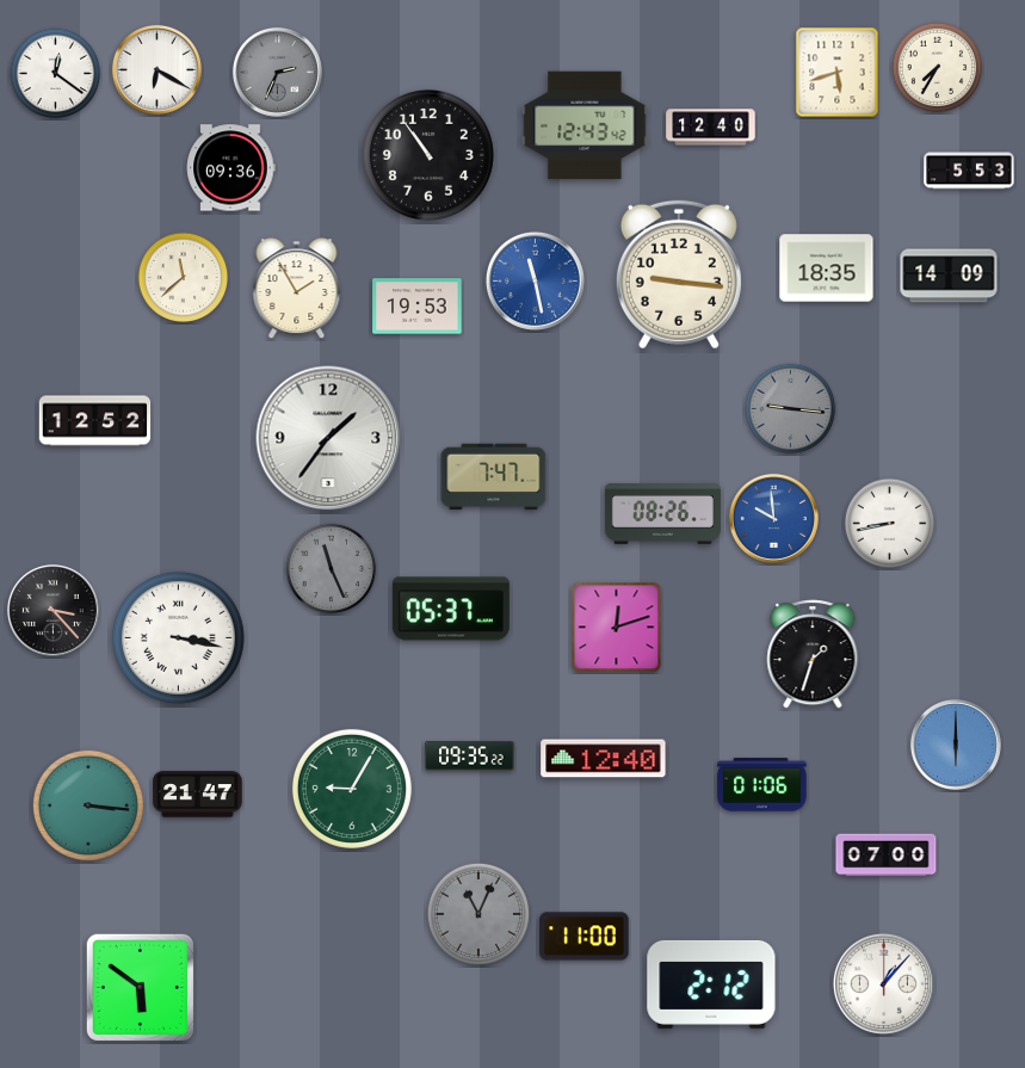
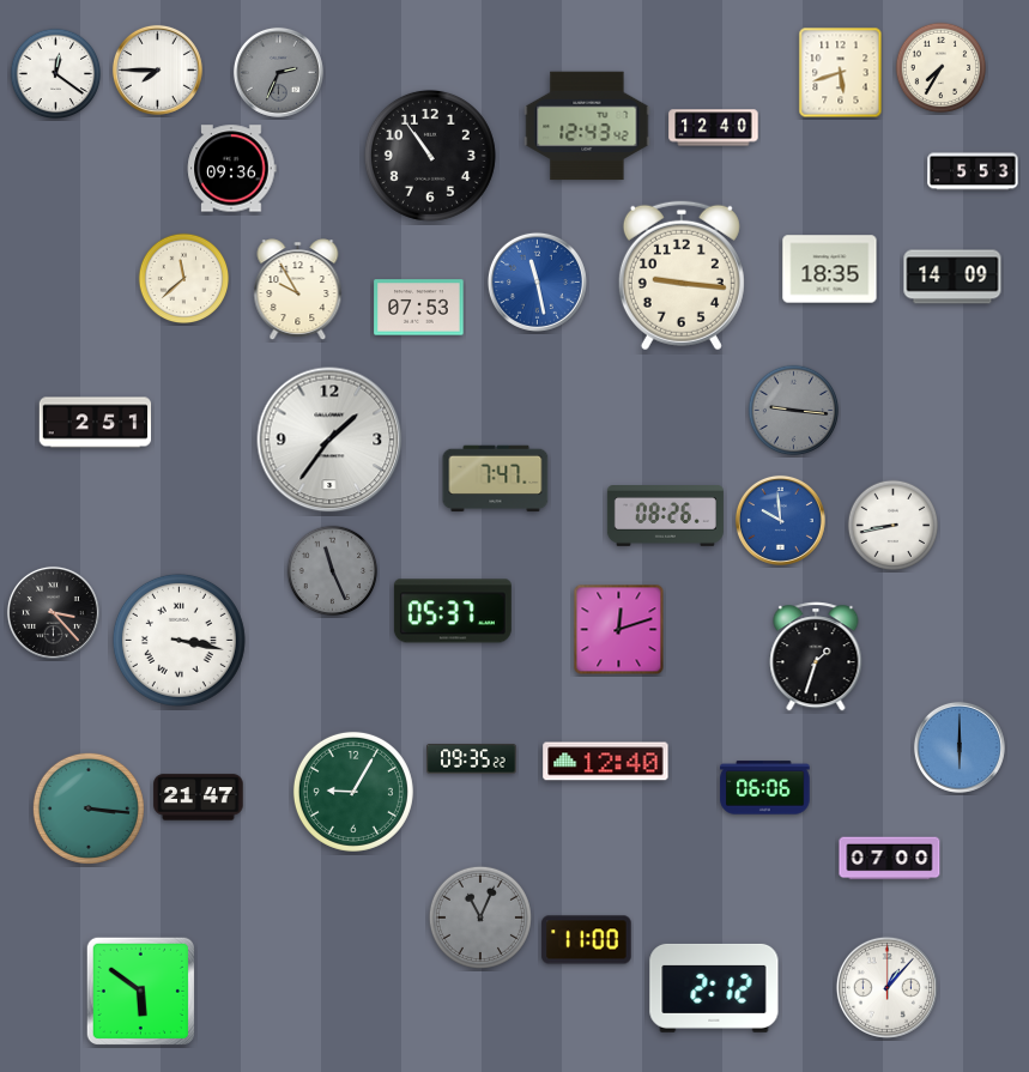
clock at (156, 69): 6:20 -> 7:45
clock at (297, 289): 1:55 -> 9:55
clock at (418, 307): 19:53 -> 07:53
clock at (95, 421): 12:52 -> 2:51
clock at (773, 518) position: (773, 518) -> (780, 520)
clock at (762, 785): 01:06 -> 06:06
